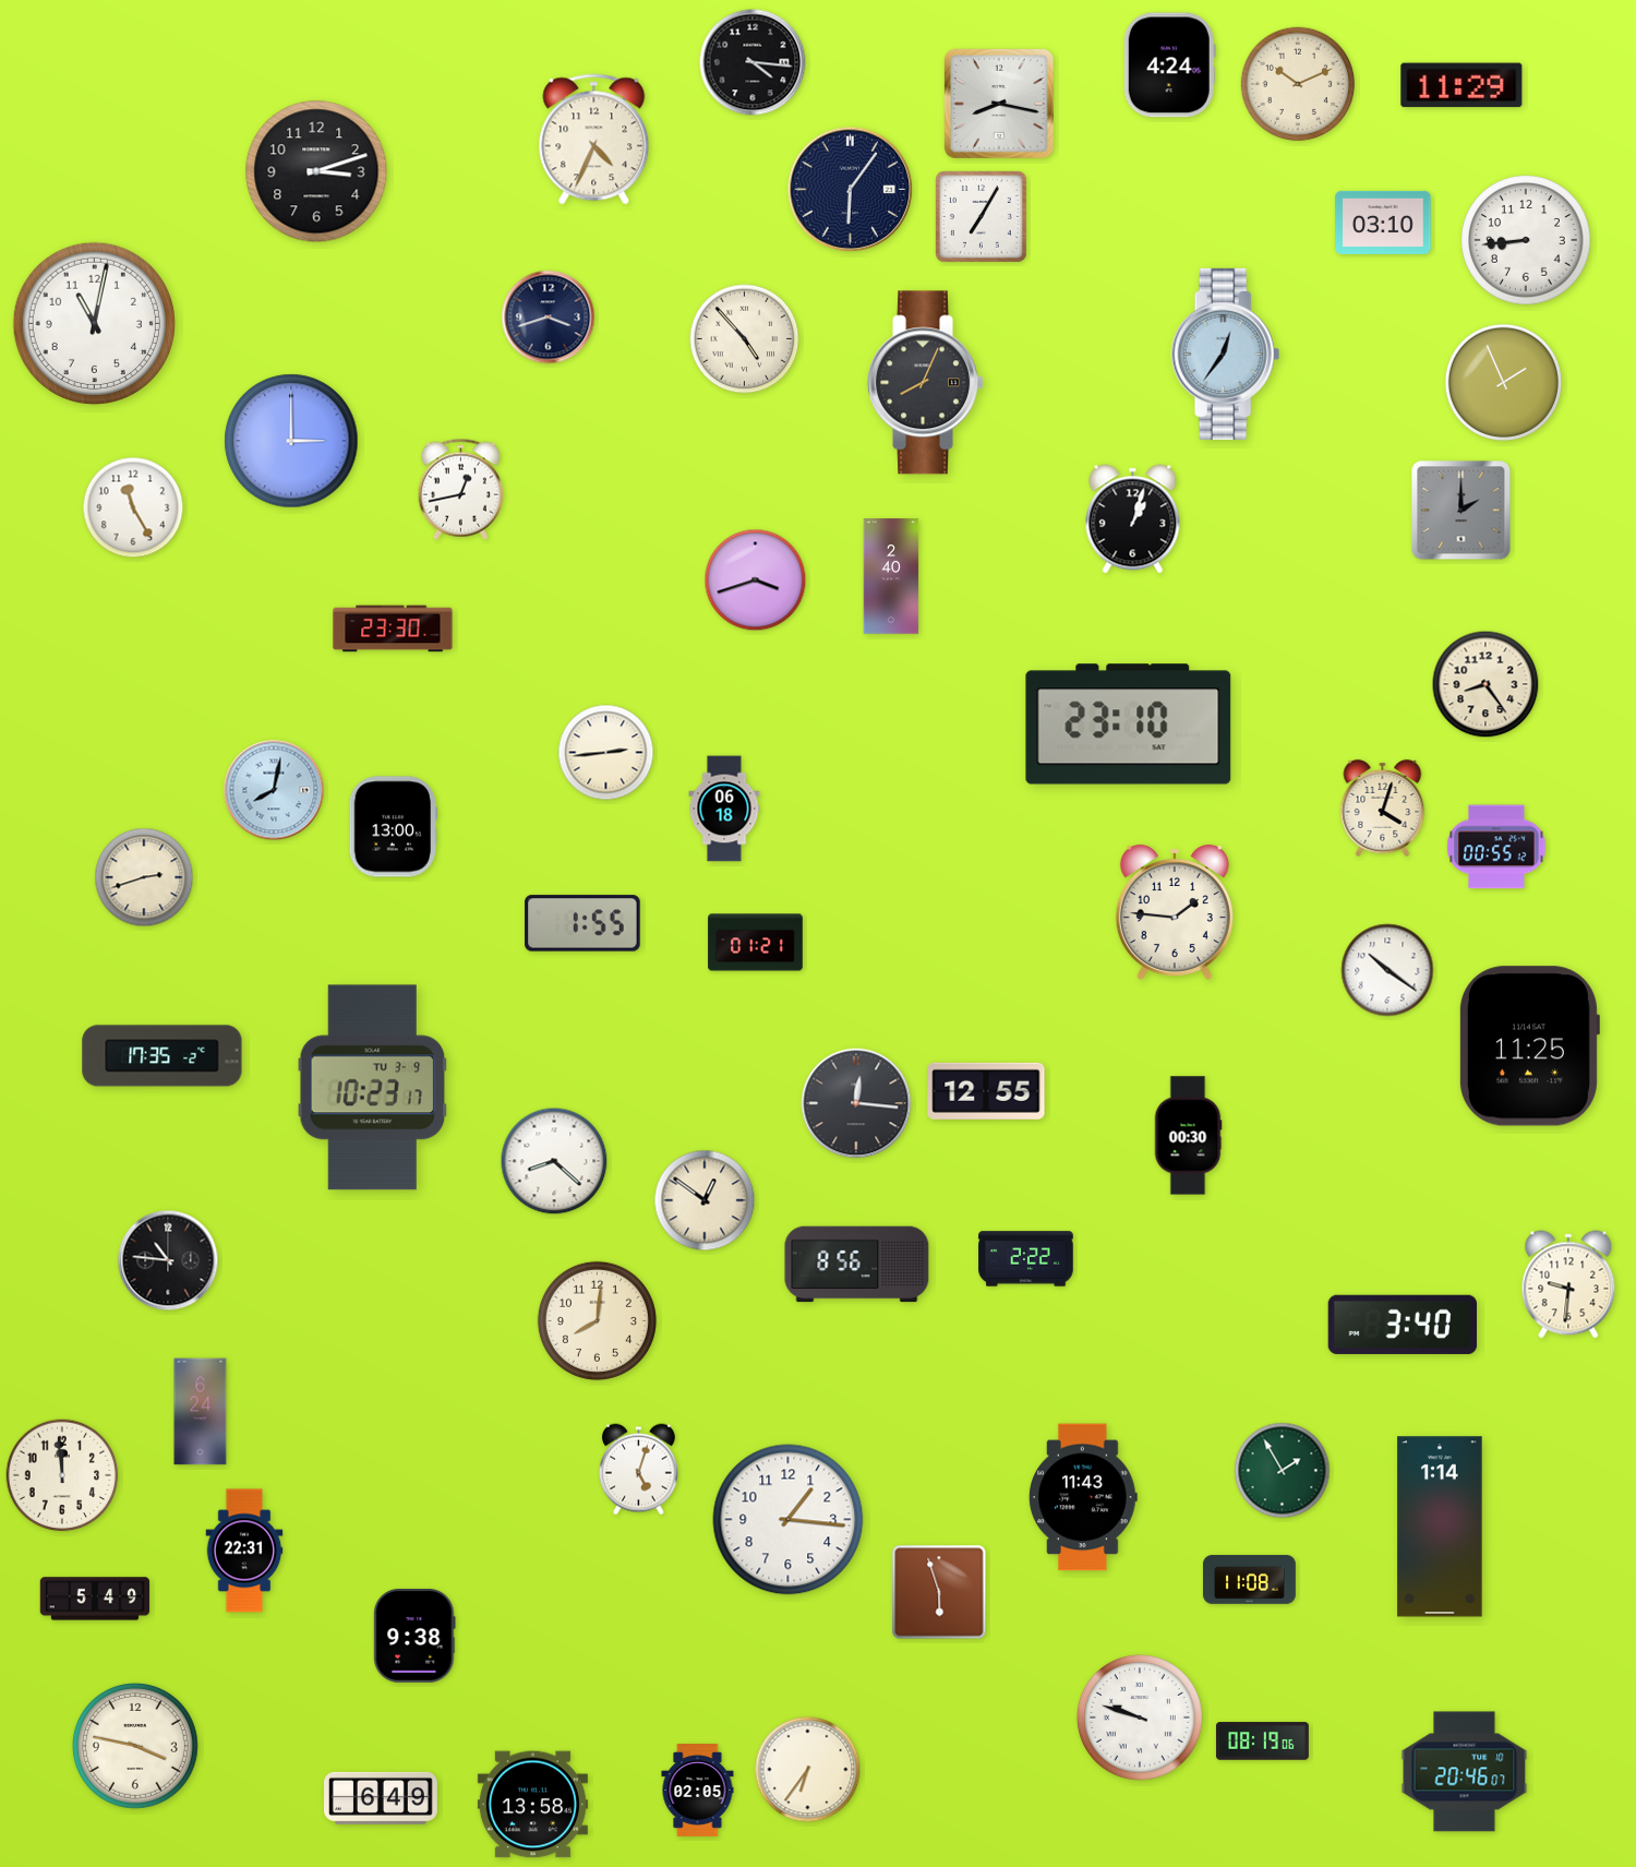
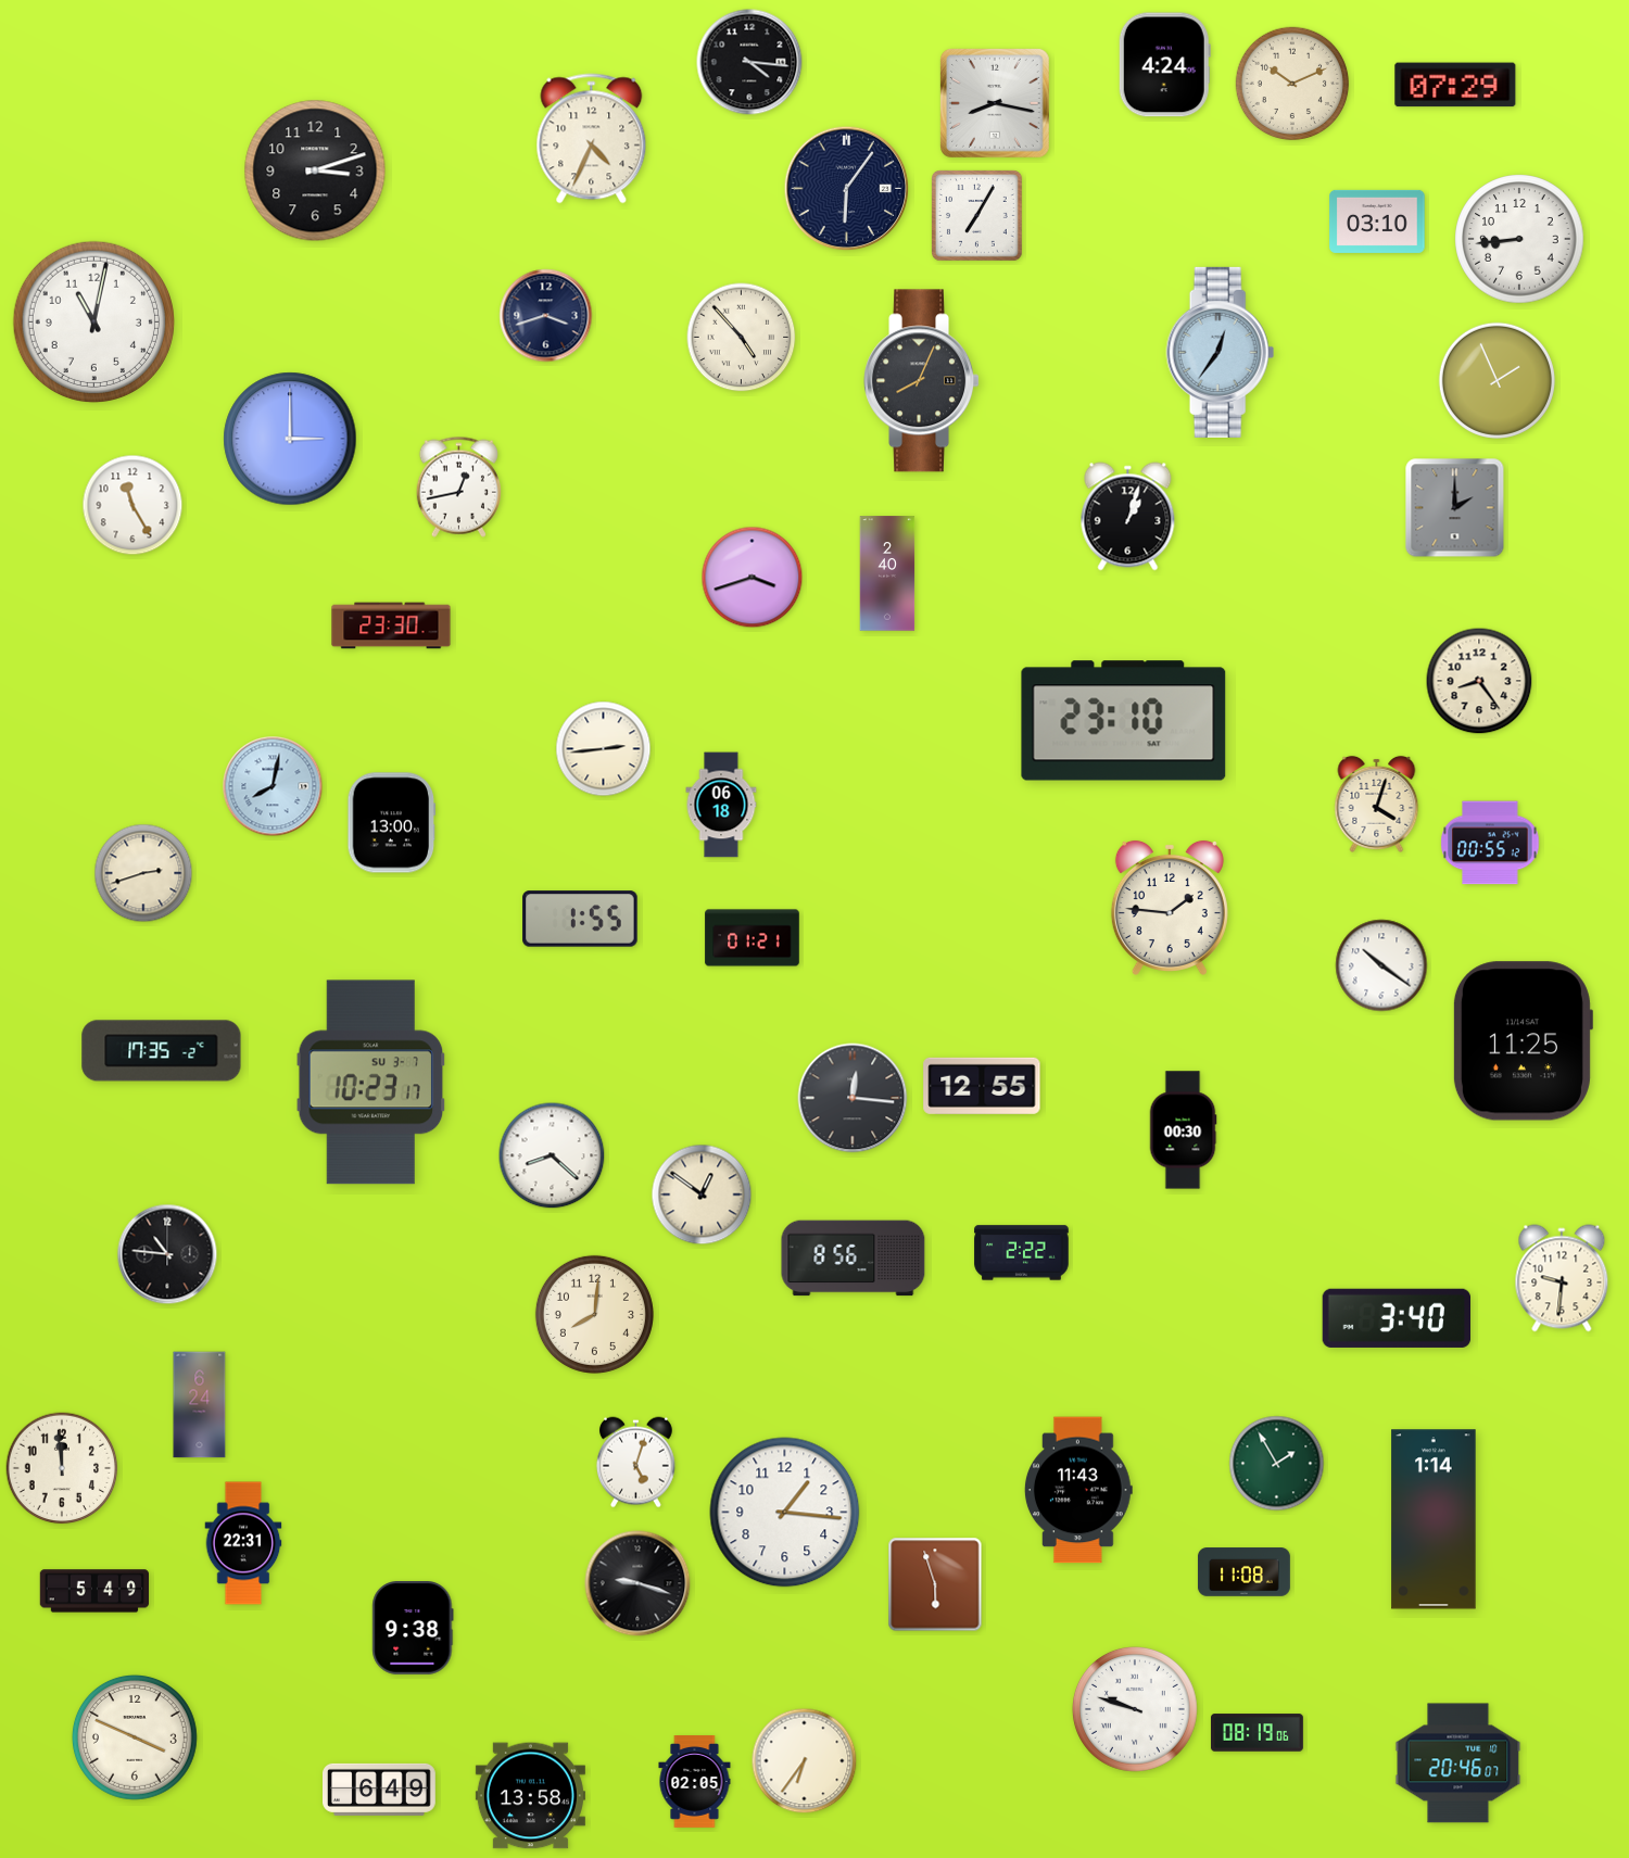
clock at (1461, 85): 11:29 -> 07:29
clock at (373, 1088) date: TU 3-9 -> SU 3-7
clock at (637, 1583): none -> 9:18
clock at (135, 1746): 3:47 -> 3:49
